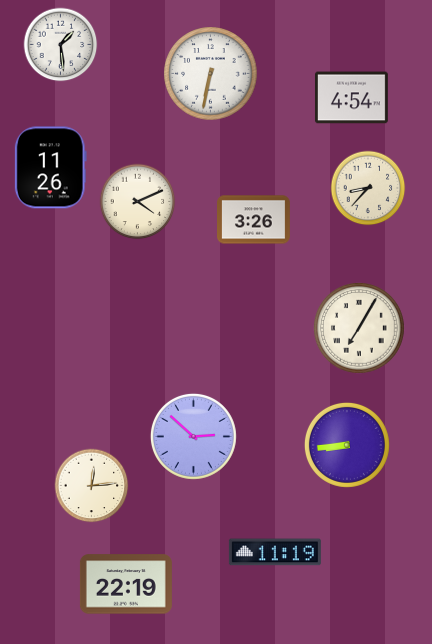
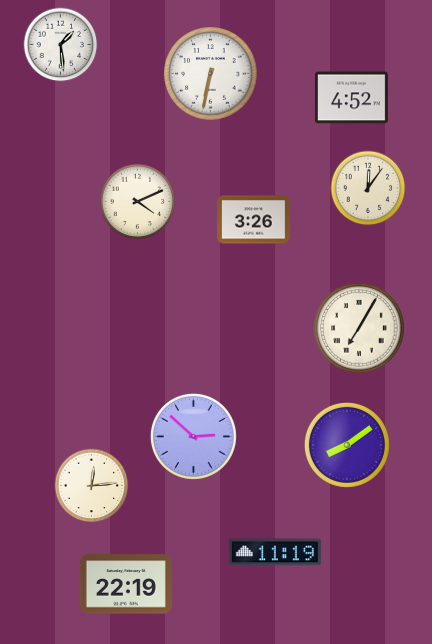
clock at (351, 98): 4:54 -> 4:52
clock at (50, 168): 11:26 -> none
clock at (368, 188): 8:37 -> 12:06
clock at (347, 445): 8:44 -> 8:09
